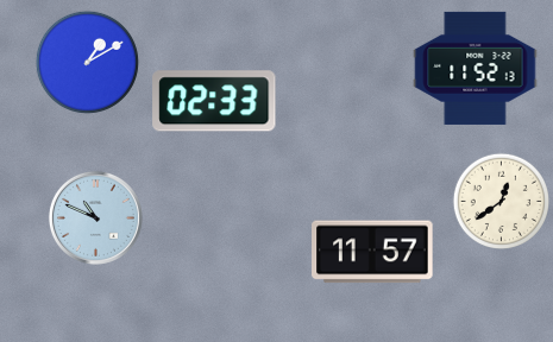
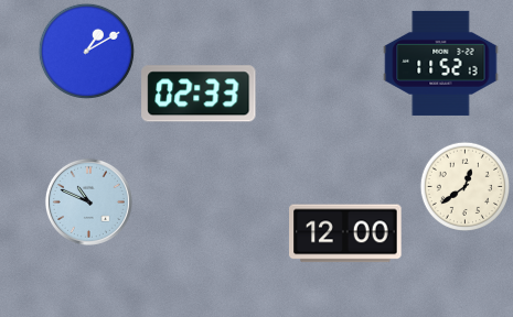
clock at (87, 62) position: (87, 62) -> (86, 51)
clock at (372, 252): 11:57 -> 12:00
